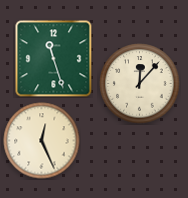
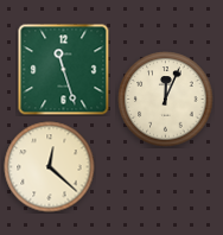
clock at (140, 84): 12:07 -> 12:04
clock at (42, 141): 12:26 -> 12:22
